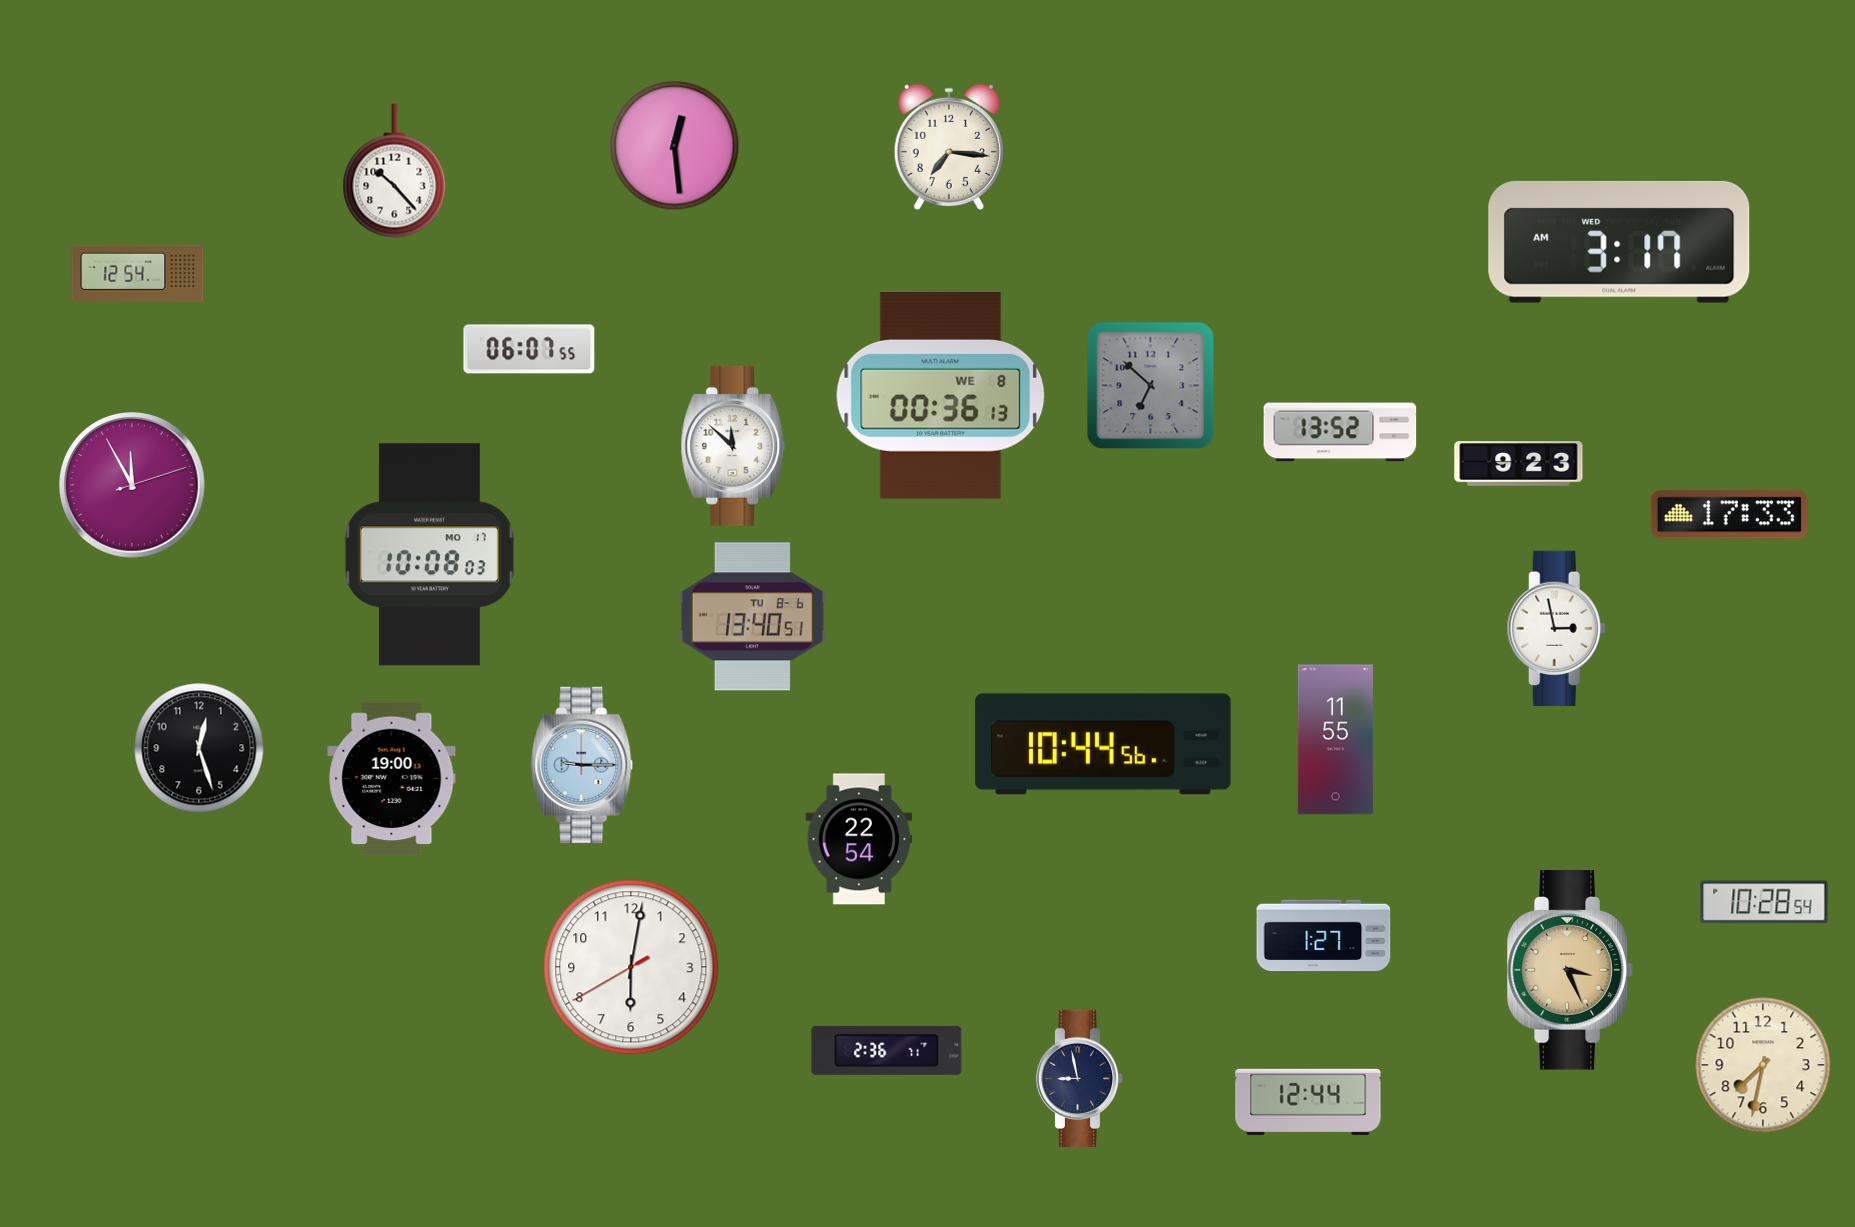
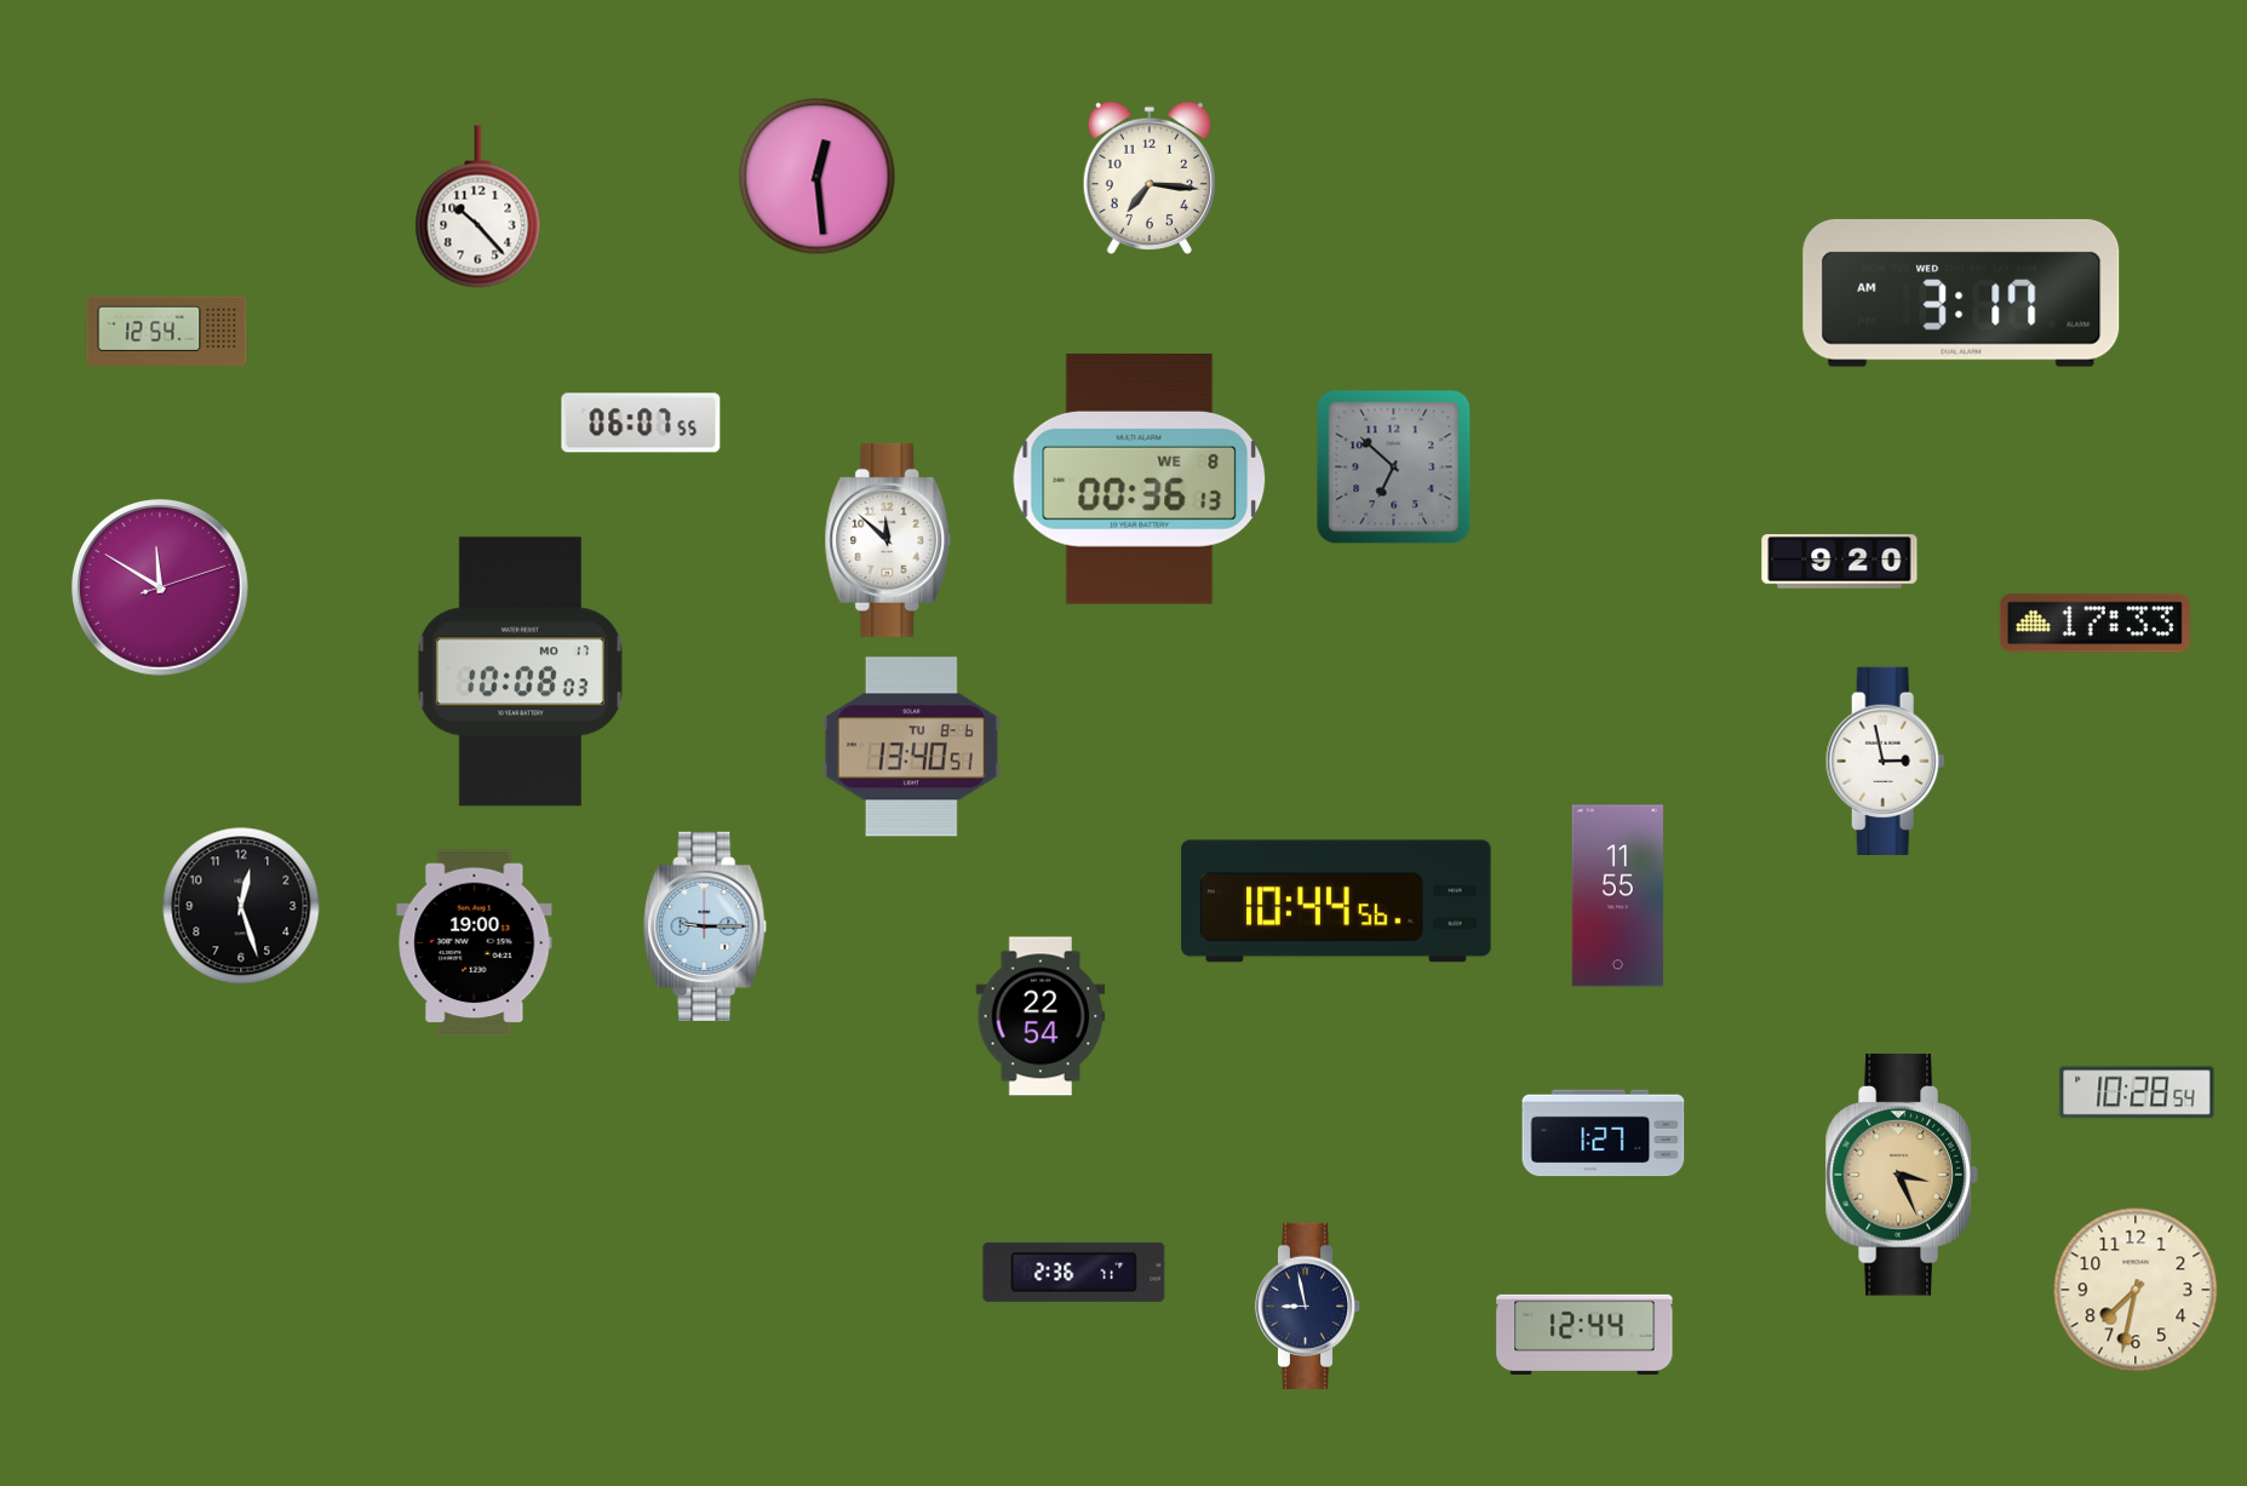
clock at (1340, 432): 13:52 -> none
clock at (1519, 464): 9:23 -> 9:20
clock at (133, 486): 11:55 -> 11:50
clock at (631, 967): 6:01 -> none
